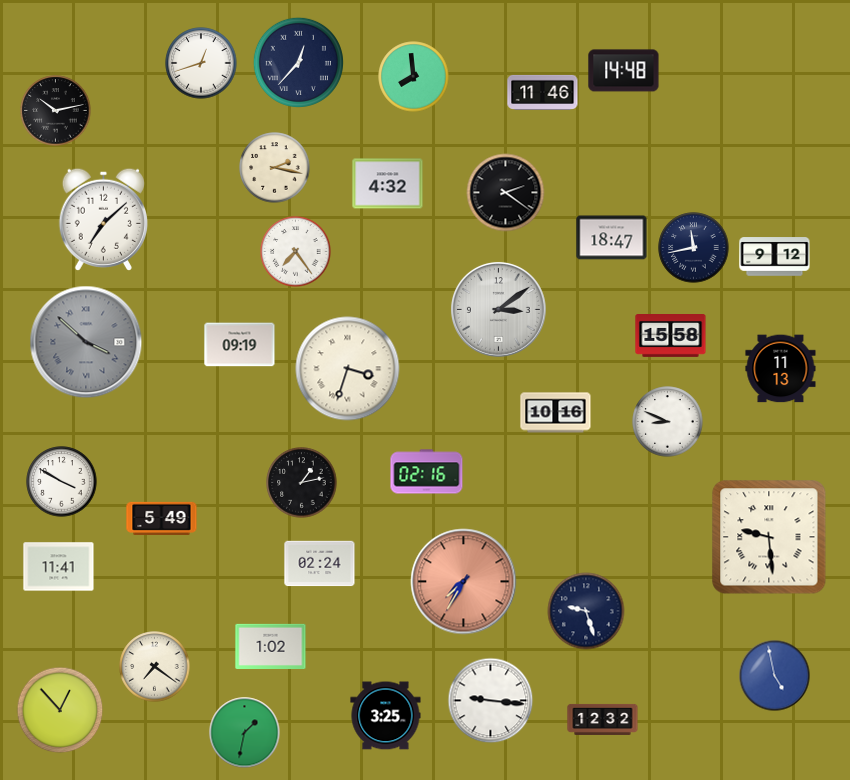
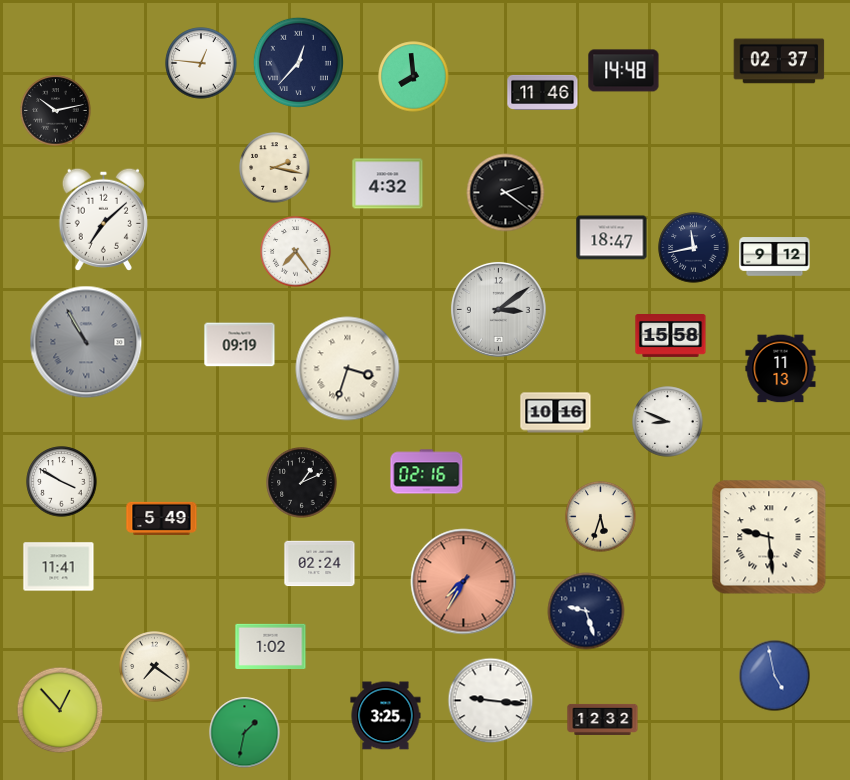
clock at (779, 61): none -> 02:37
clock at (201, 63): 12:42 -> 12:46
clock at (86, 342): 3:52 -> 10:55
clock at (302, 483): 1:13 -> 1:11
clock at (601, 517): none -> 5:33
